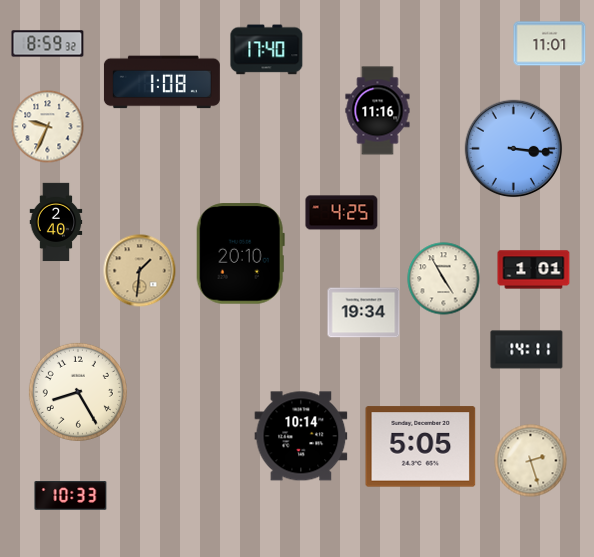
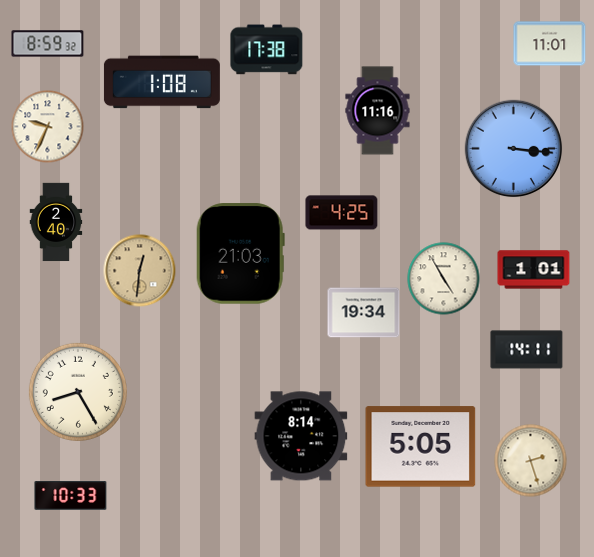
clock at (267, 50): 17:40 -> 17:38
clock at (240, 254): 20:10 -> 21:03
clock at (140, 271): 1:31 -> 12:31
clock at (301, 436): 10:14 -> 8:14
